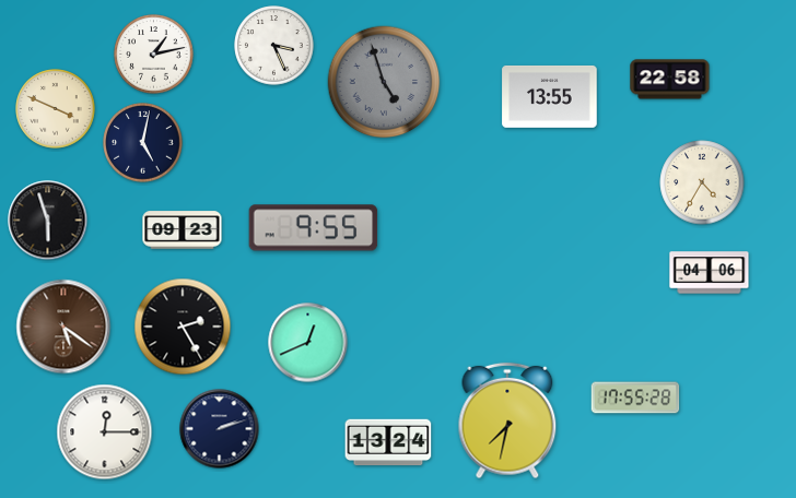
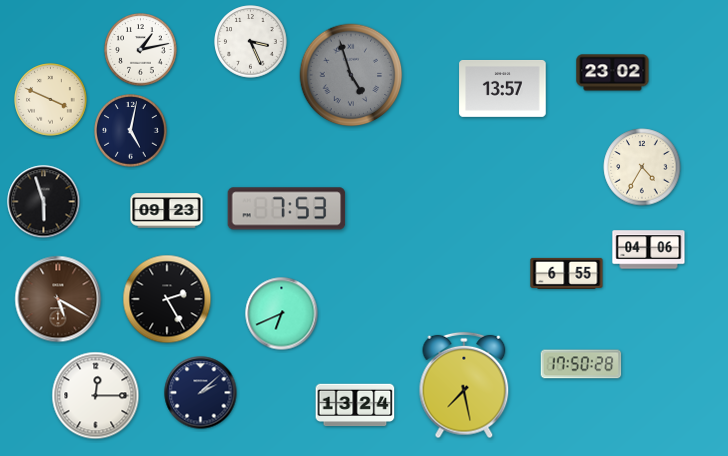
clock at (670, 80): 22:58 -> 23:02
clock at (550, 96): 13:55 -> 13:57
clock at (314, 228): 9:55 -> 7:53
clock at (567, 273): none -> 6:55
clock at (63, 327): 5:21 -> 5:20
clock at (308, 343): 12:41 -> 6:41
clock at (635, 398): 17:55 -> 17:50
clock at (507, 420): 7:32 -> 7:28
clock at (220, 429): 2:12 -> 2:08
